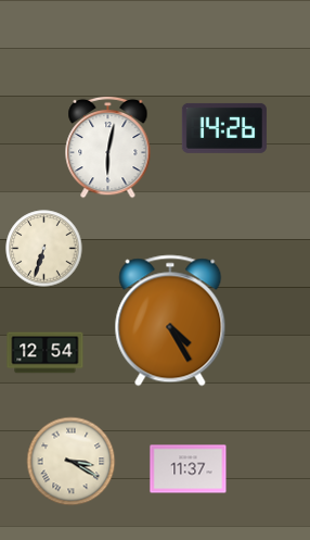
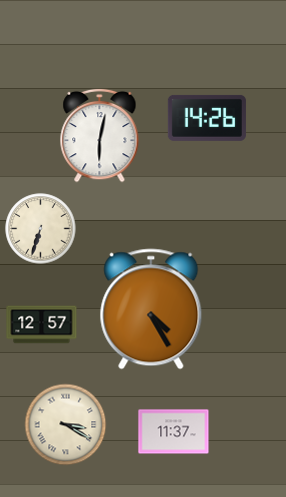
clock at (170, 321) position: (170, 321) -> (151, 309)
clock at (46, 353): 12:54 -> 12:57
